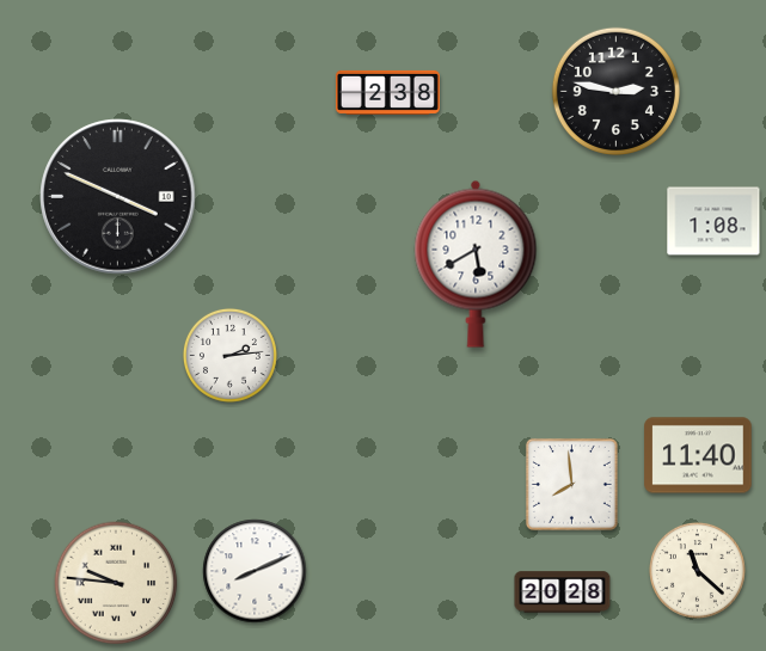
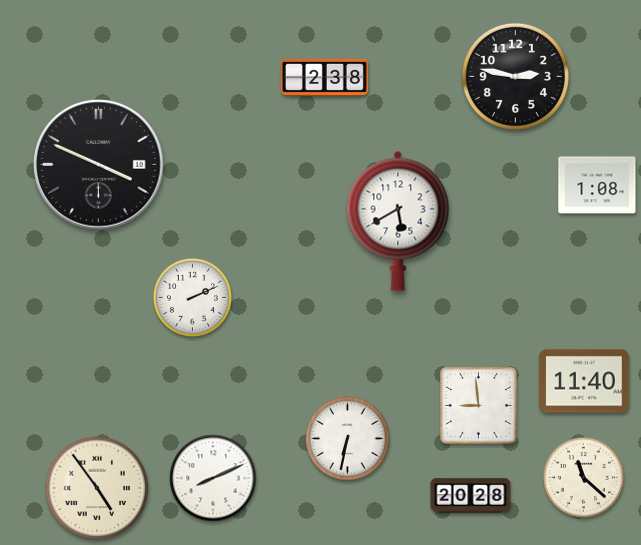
clock at (229, 355): 2:14 -> 2:11
clock at (571, 484): 7:59 -> 8:59
clock at (348, 439): none -> 6:32
clock at (116, 583): 9:46 -> 4:54
